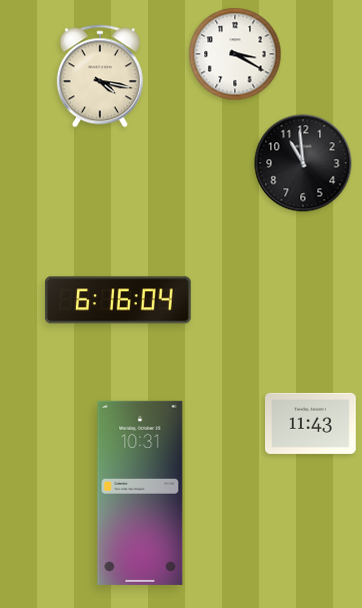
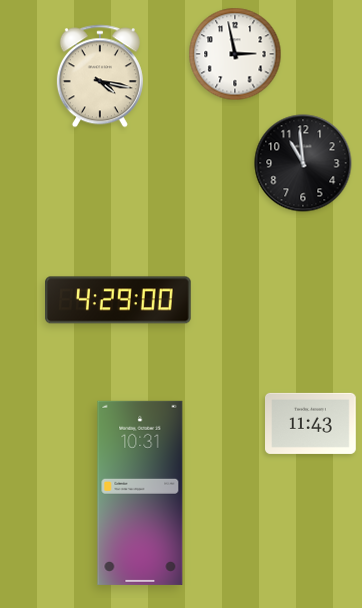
clock at (235, 54): 3:20 -> 2:58
clock at (119, 300): 6:16 -> 4:29
